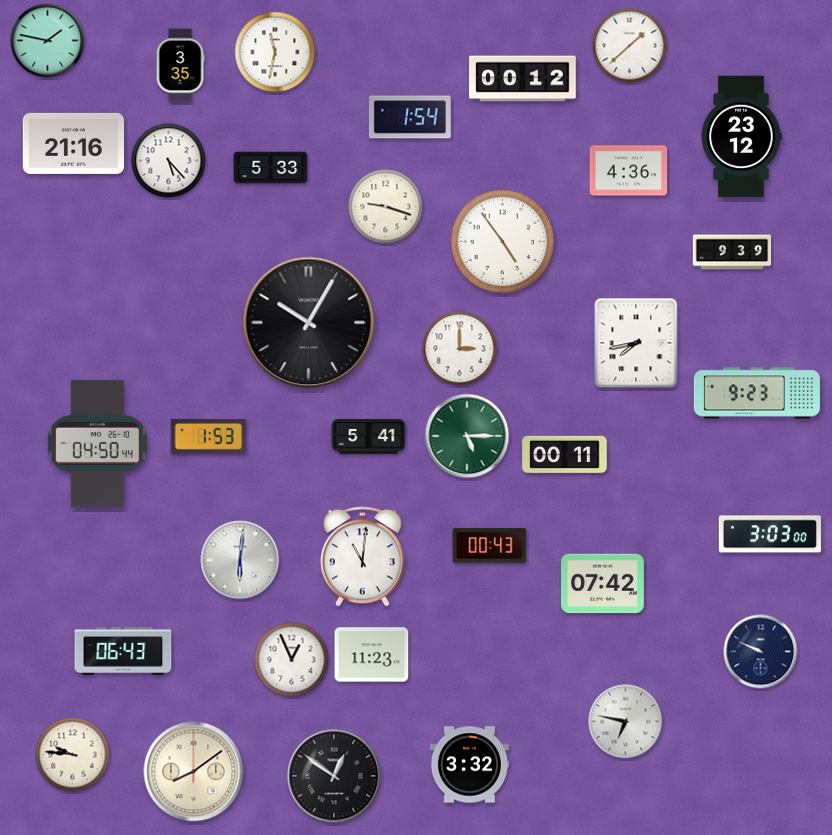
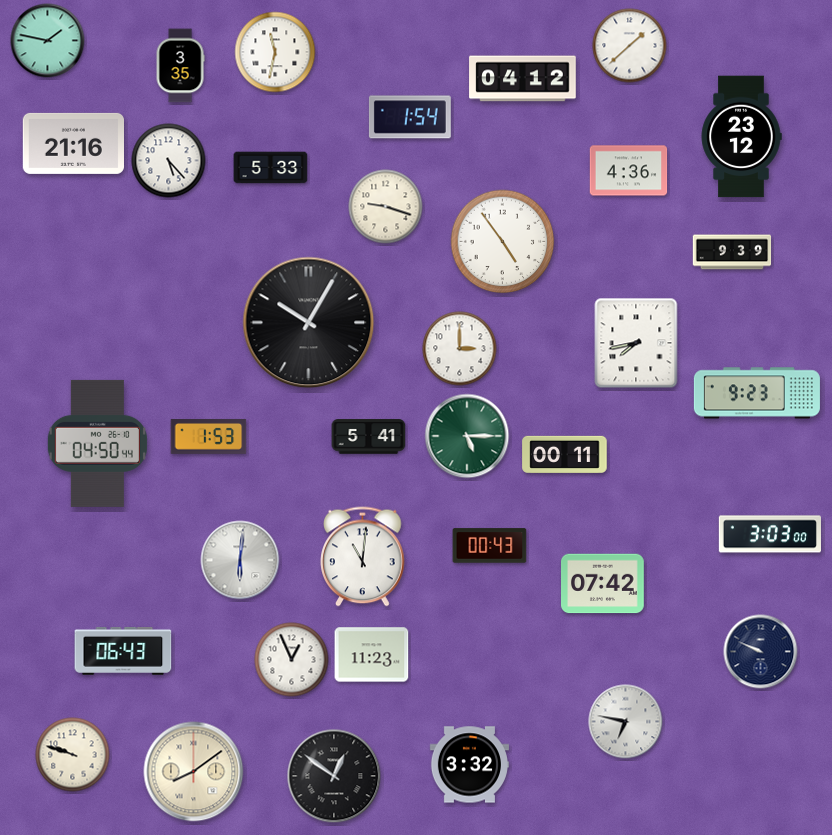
clock at (523, 79): 00:12 -> 04:12
clock at (73, 755): 9:46 -> 9:48
